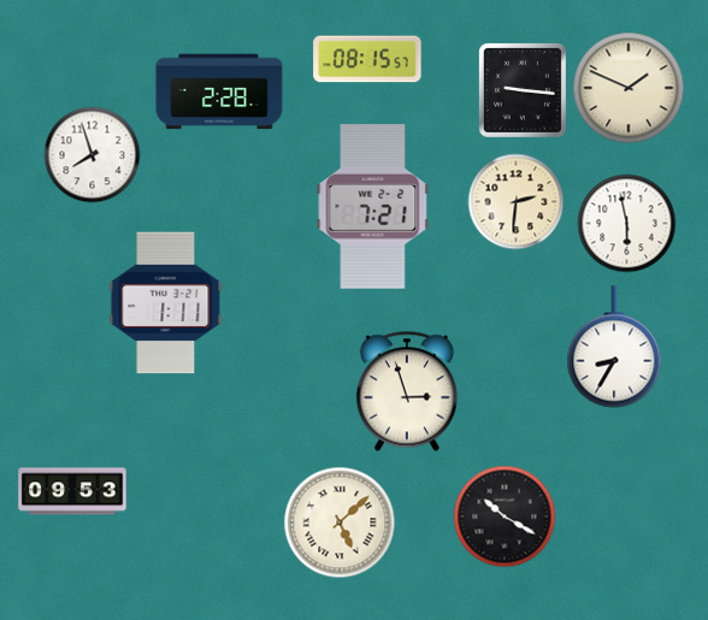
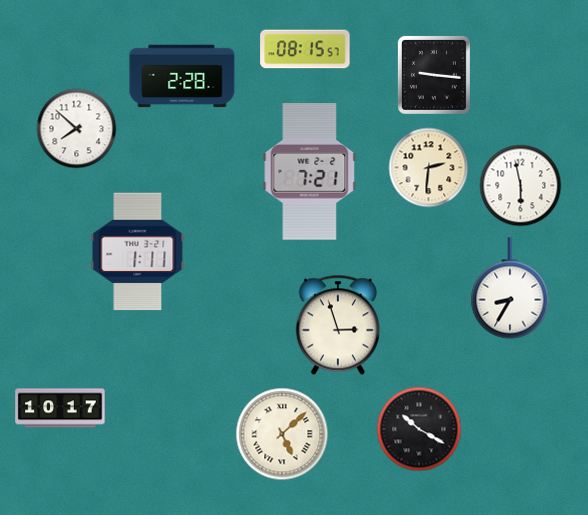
clock at (629, 88): 1:49 -> none
clock at (92, 154): 7:57 -> 7:52
clock at (72, 491): 09:53 -> 10:17
